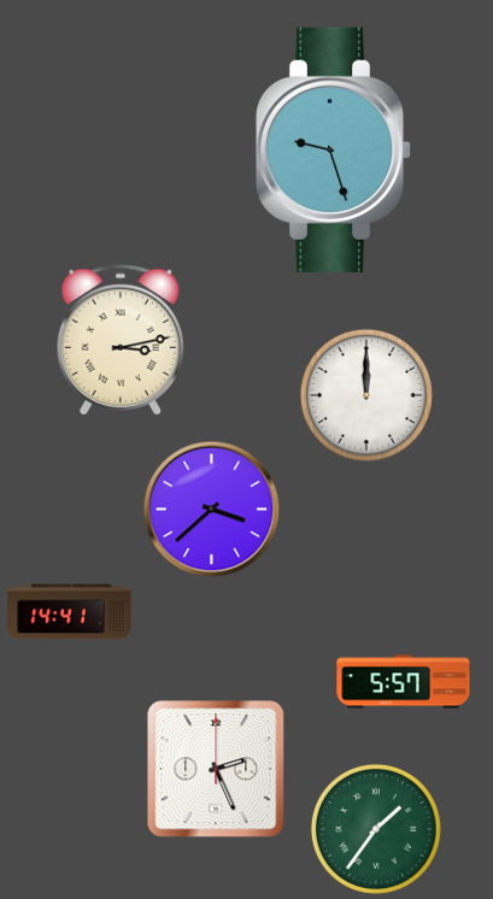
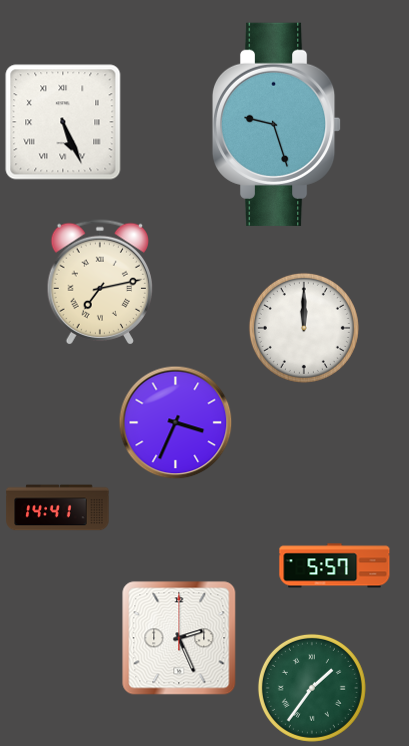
clock at (63, 122): none -> 5:26
clock at (119, 340): 3:13 -> 7:13
clock at (212, 510): 3:38 -> 3:34
